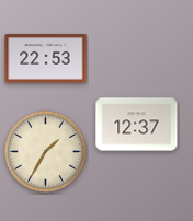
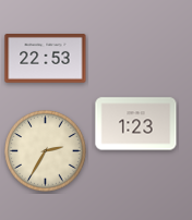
clock at (137, 125): 12:37 -> 1:23
clock at (46, 152): 1:35 -> 2:35
